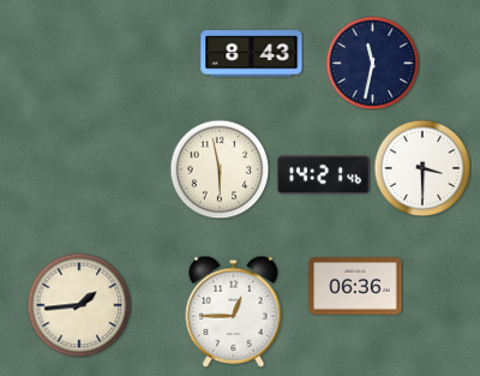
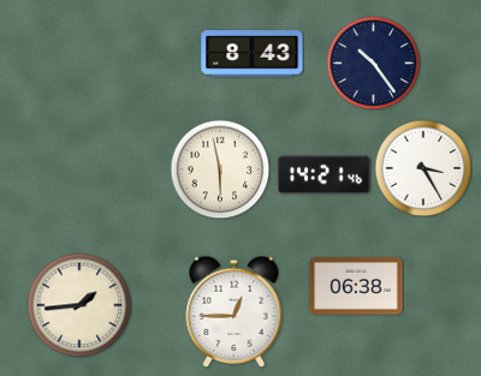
clock at (372, 62): 11:32 -> 10:24
clock at (422, 168): 3:30 -> 3:25
clock at (355, 286): 06:36 -> 06:38
